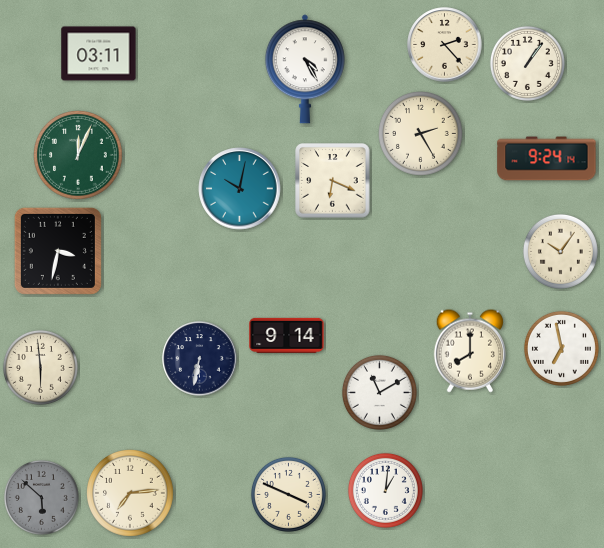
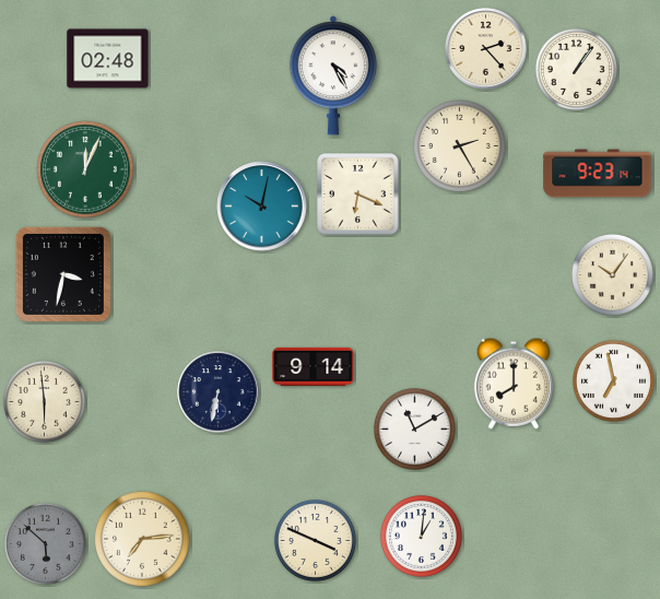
clock at (99, 54): 03:11 -> 02:48
clock at (547, 159): 9:24 -> 9:23
clock at (333, 181) position: (333, 181) -> (358, 195)
